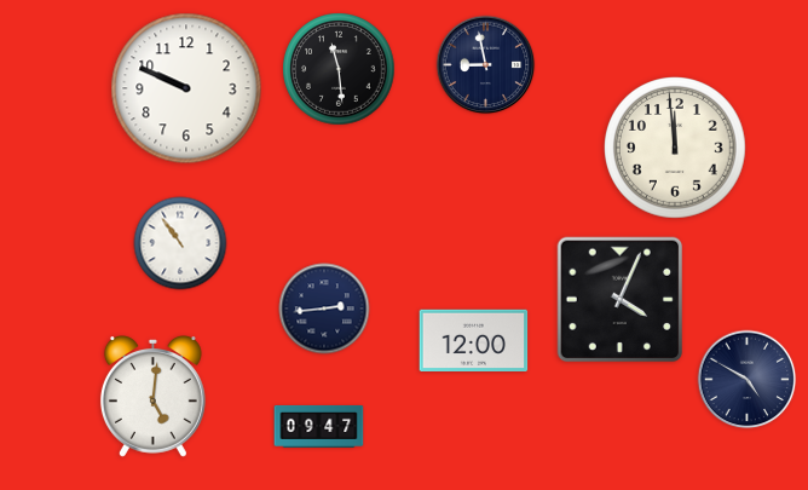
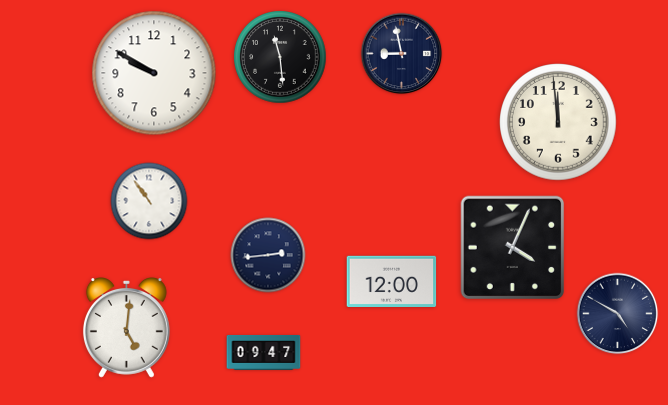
clock at (186, 88): 9:49 -> 9:50
